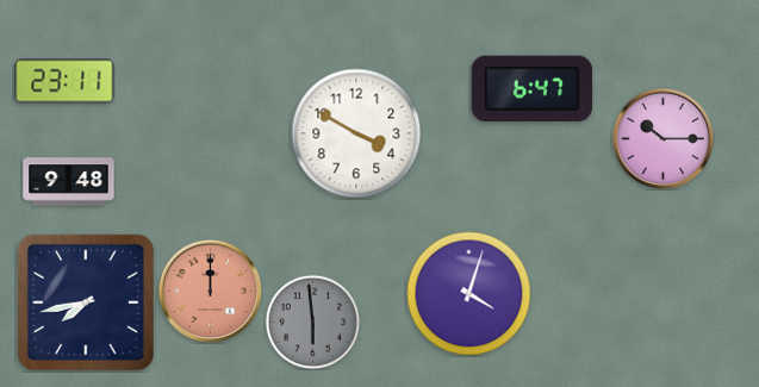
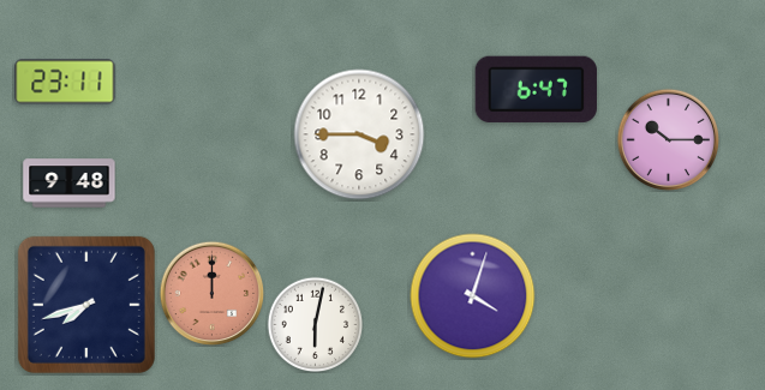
clock at (356, 133): 3:50 -> 3:45
clock at (86, 302): 7:43 -> 7:42
clock at (312, 322): 5:59 -> 6:02
clock at (312, 322) dial: grey -> white
